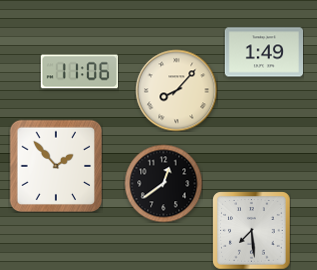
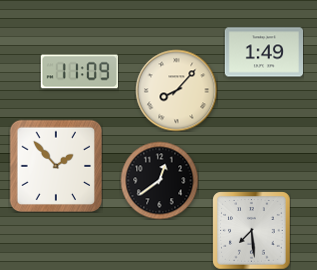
clock at (79, 72): 11:06 -> 11:09
clock at (163, 183) position: (163, 183) -> (159, 180)
